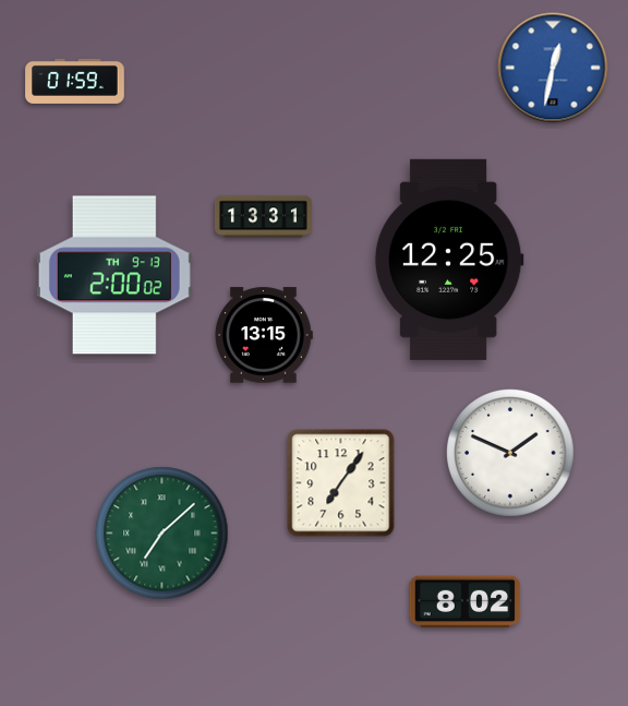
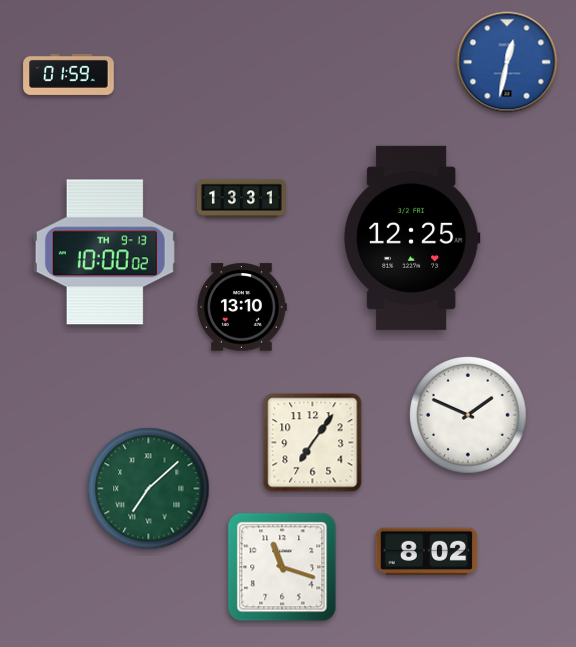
clock at (114, 275): 2:00 -> 10:00
clock at (264, 335): 13:15 -> 13:10
clock at (282, 567): none -> 11:18
